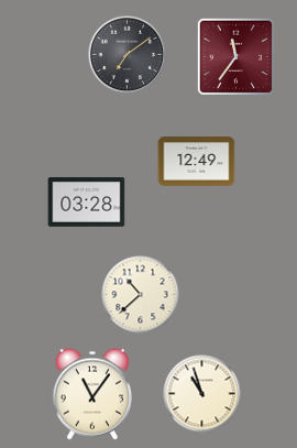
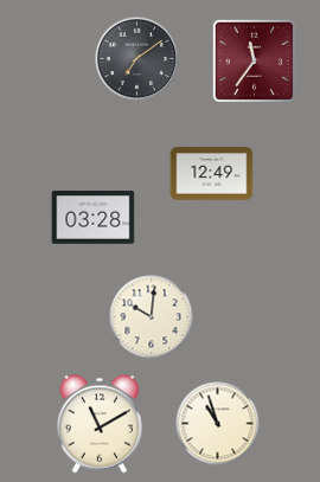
clock at (141, 295): 10:38 -> 10:01
clock at (92, 394): 11:06 -> 11:10
